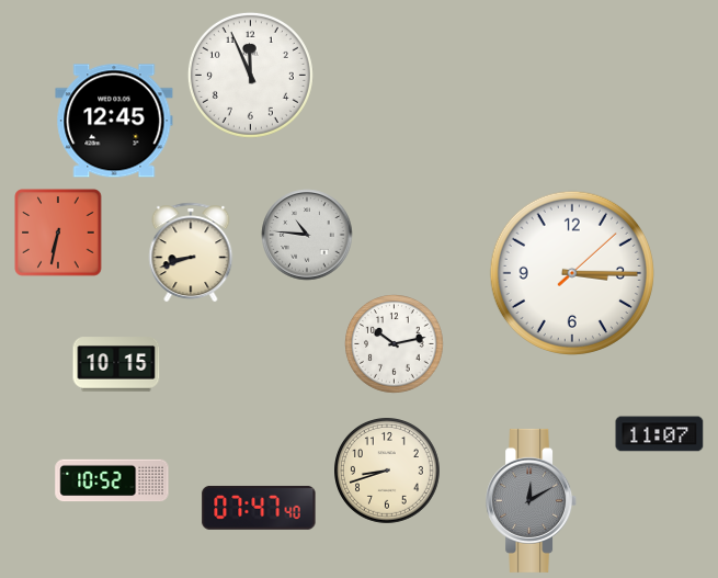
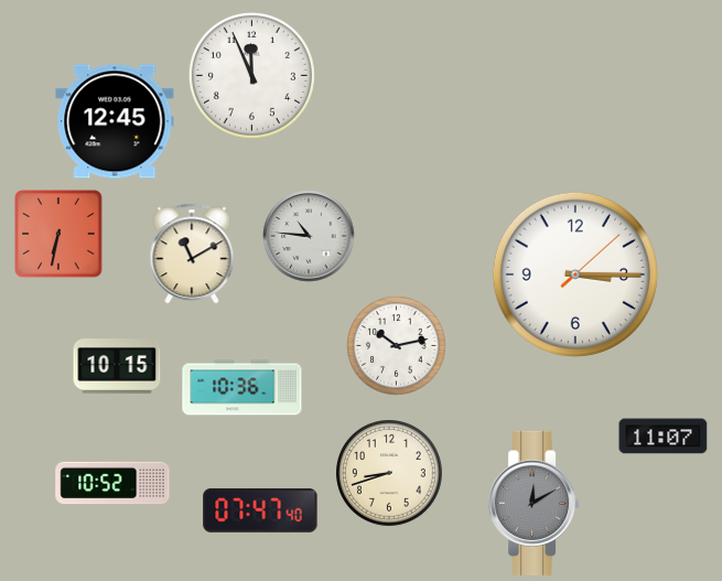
clock at (191, 252): 8:42 -> 11:10
clock at (243, 388): none -> 10:36
